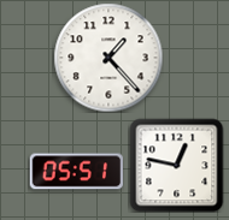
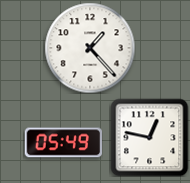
clock at (176, 165) position: (176, 165) -> (149, 137)
clock at (76, 172): 05:51 -> 05:49
